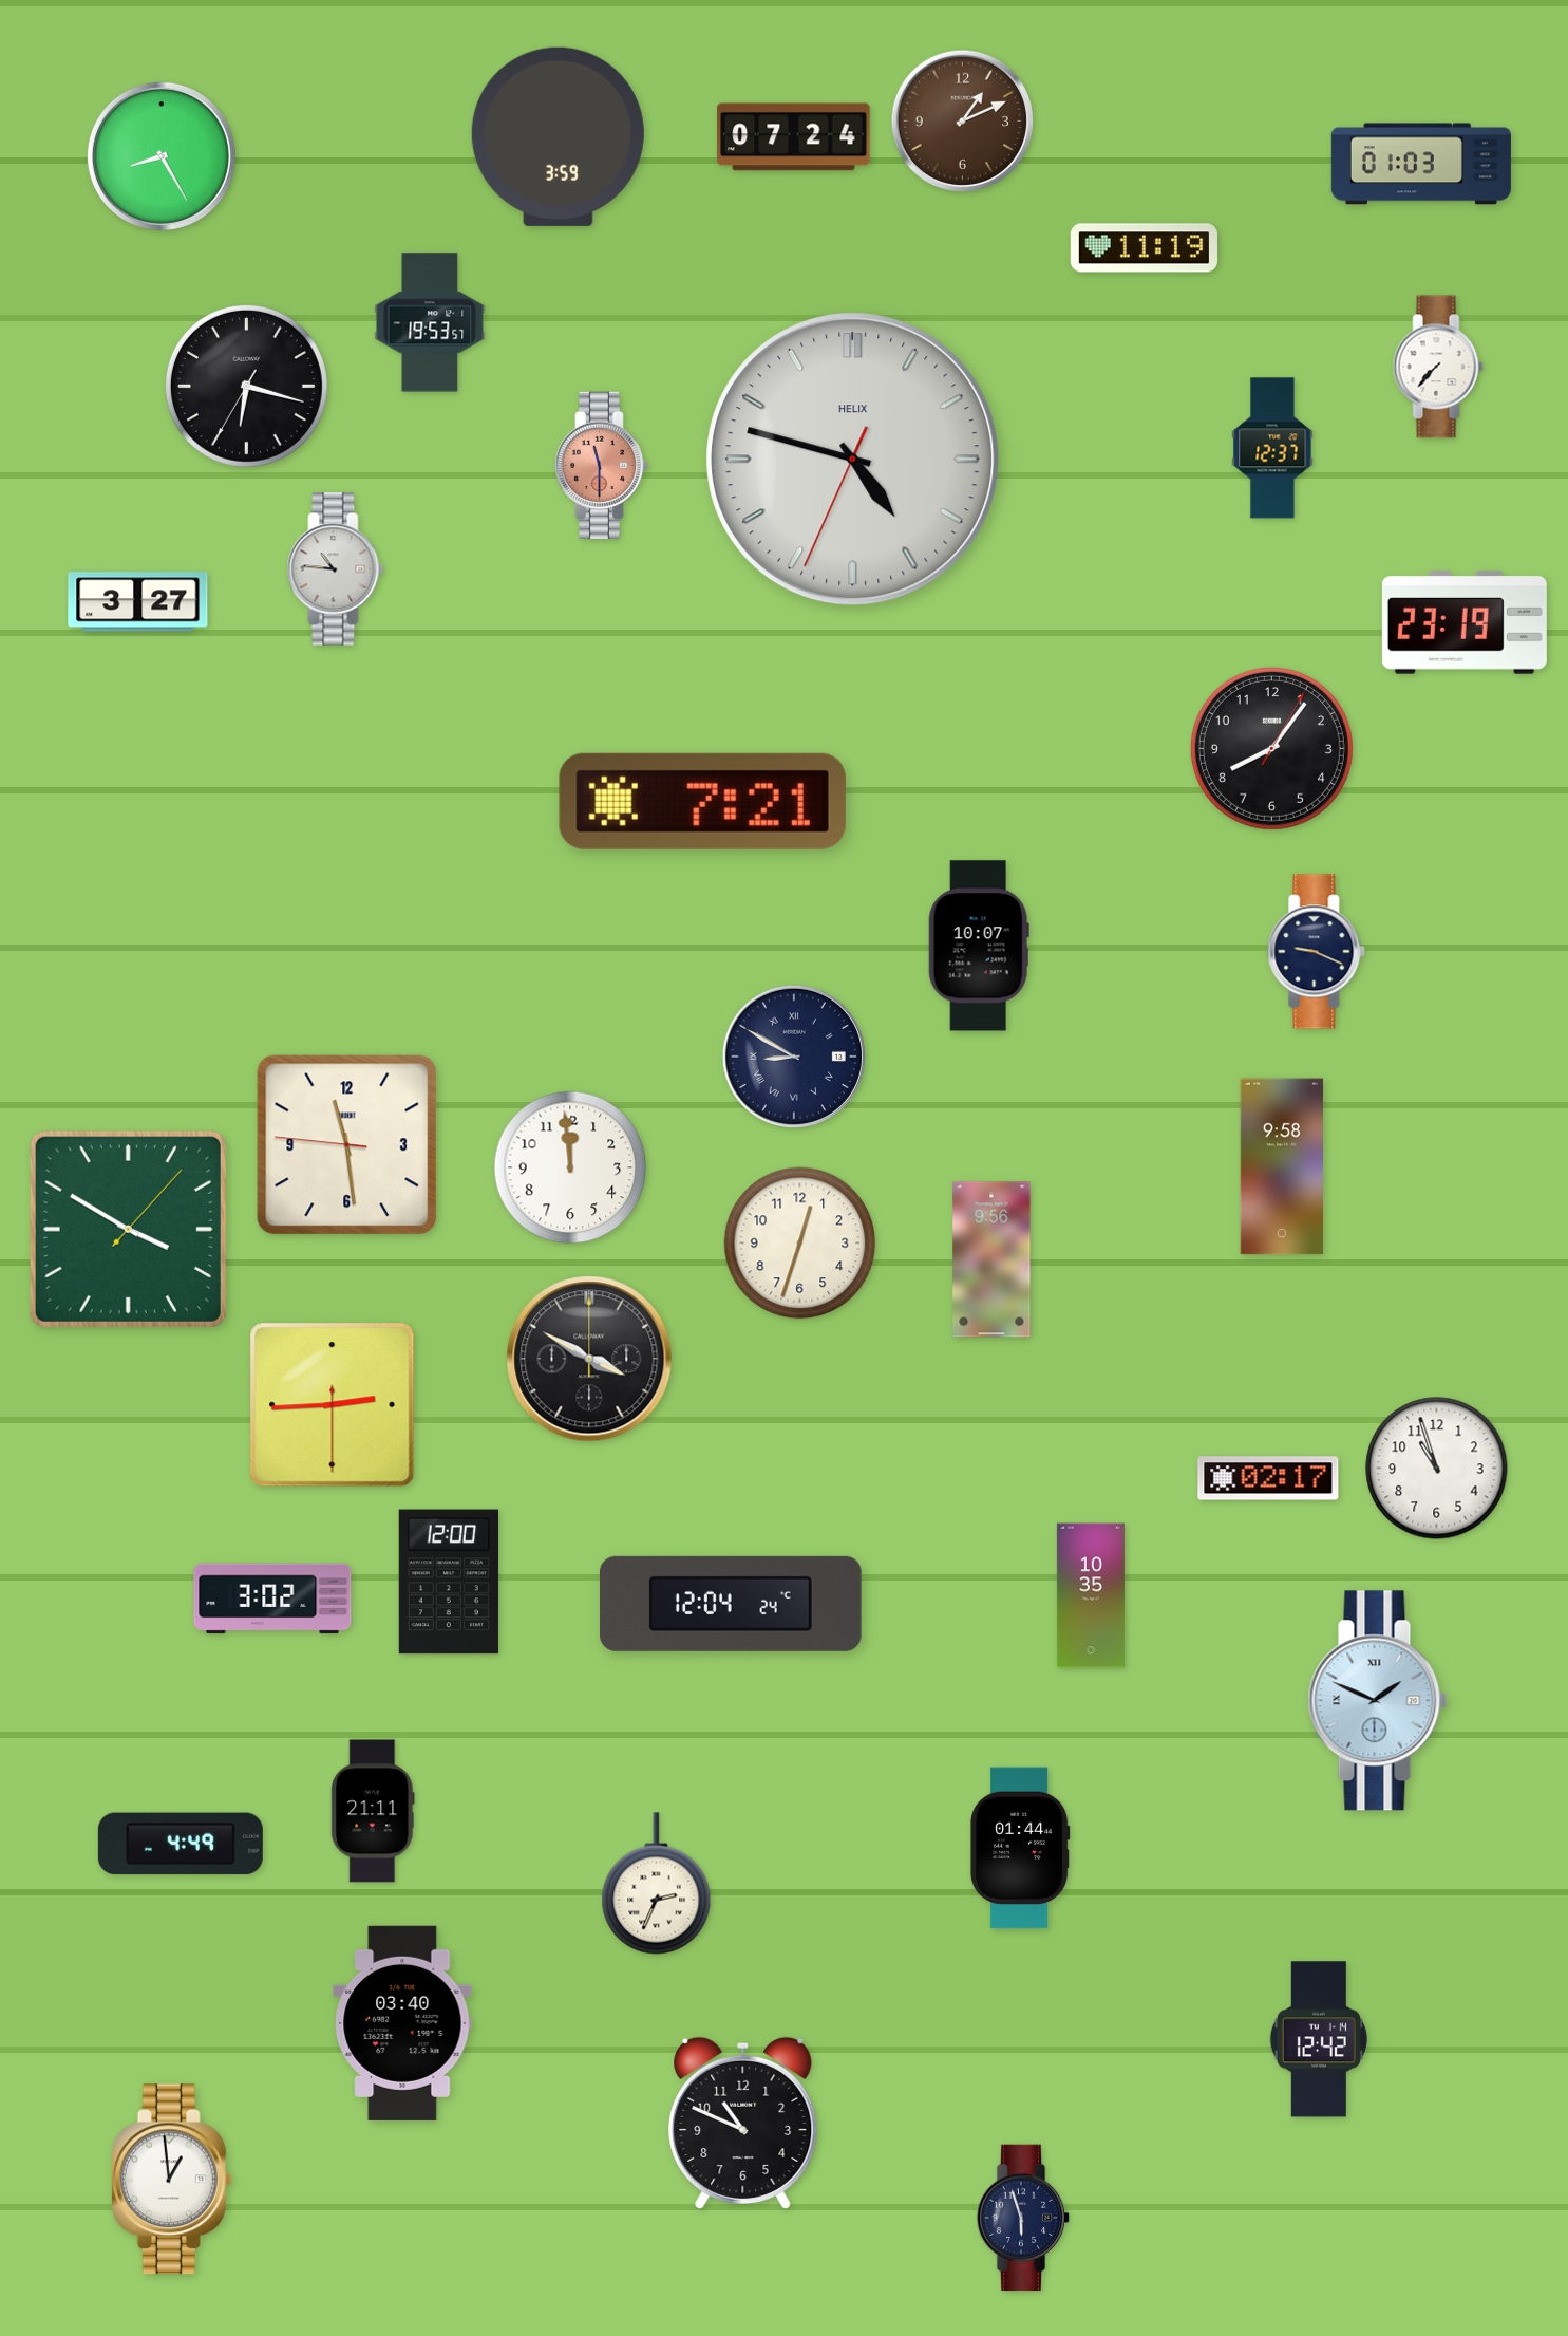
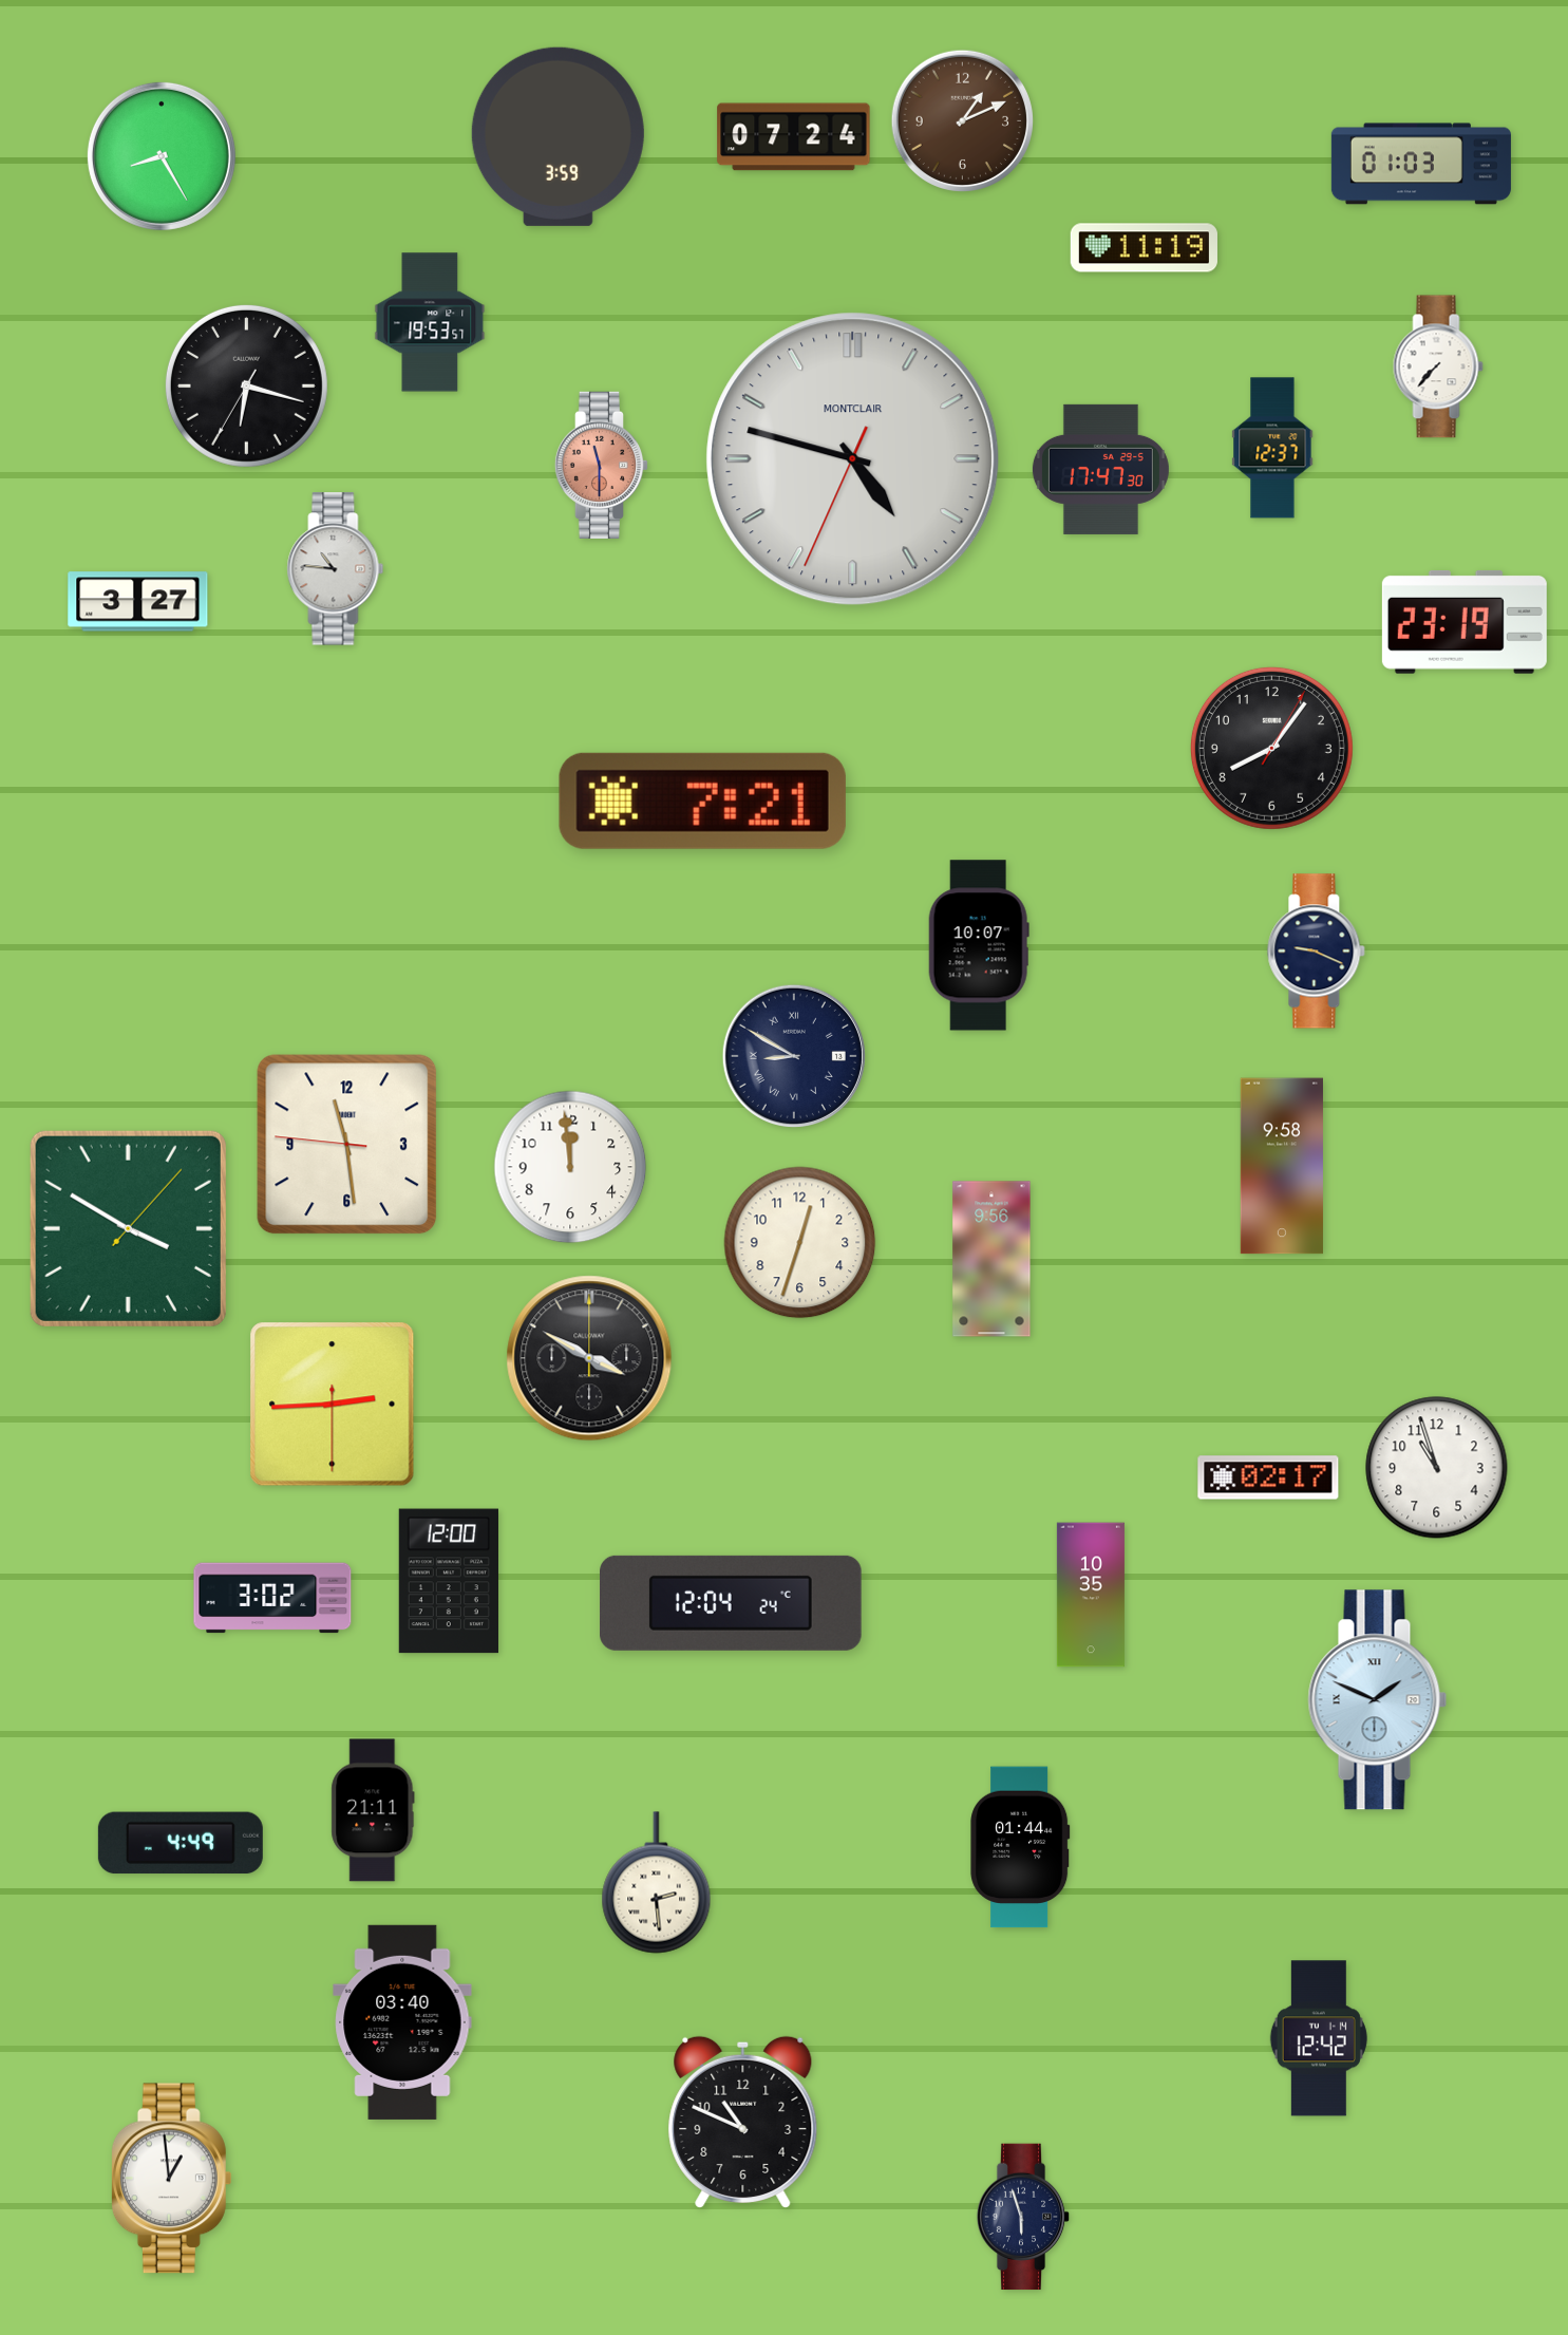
clock at (853, 460) brand: HELIX -> MONTCLAIR
clock at (1100, 469): none -> 17:47
clock at (657, 1884): 2:34 -> 2:29
